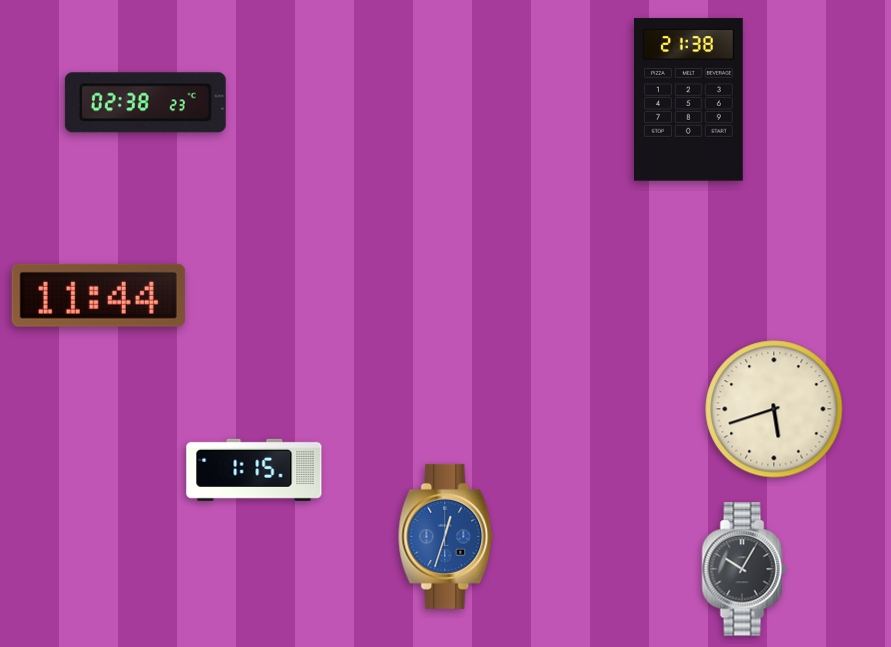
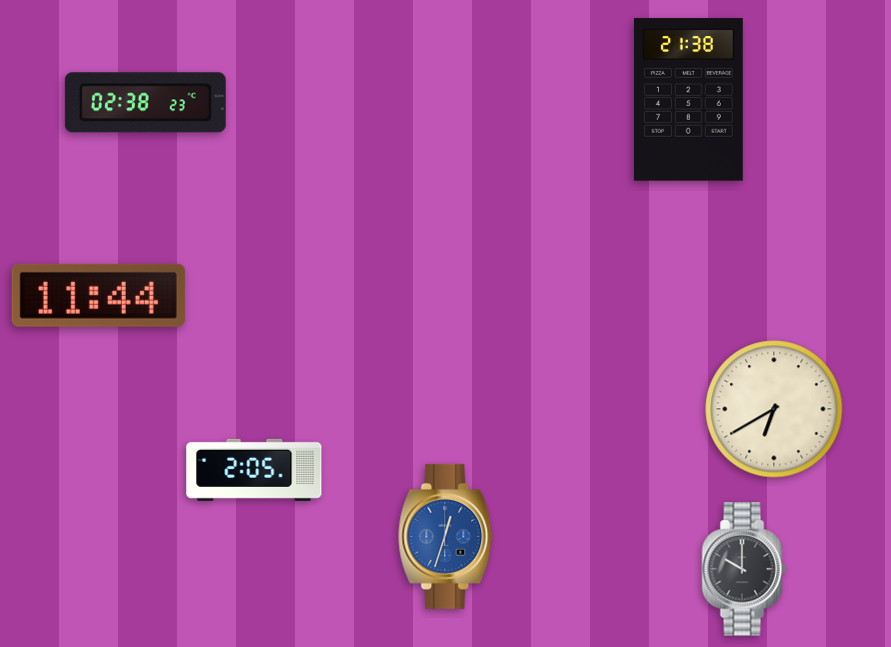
clock at (774, 409): 5:42 -> 6:40
clock at (254, 470): 1:15 -> 2:05
clock at (744, 569): 10:05 -> 10:00
